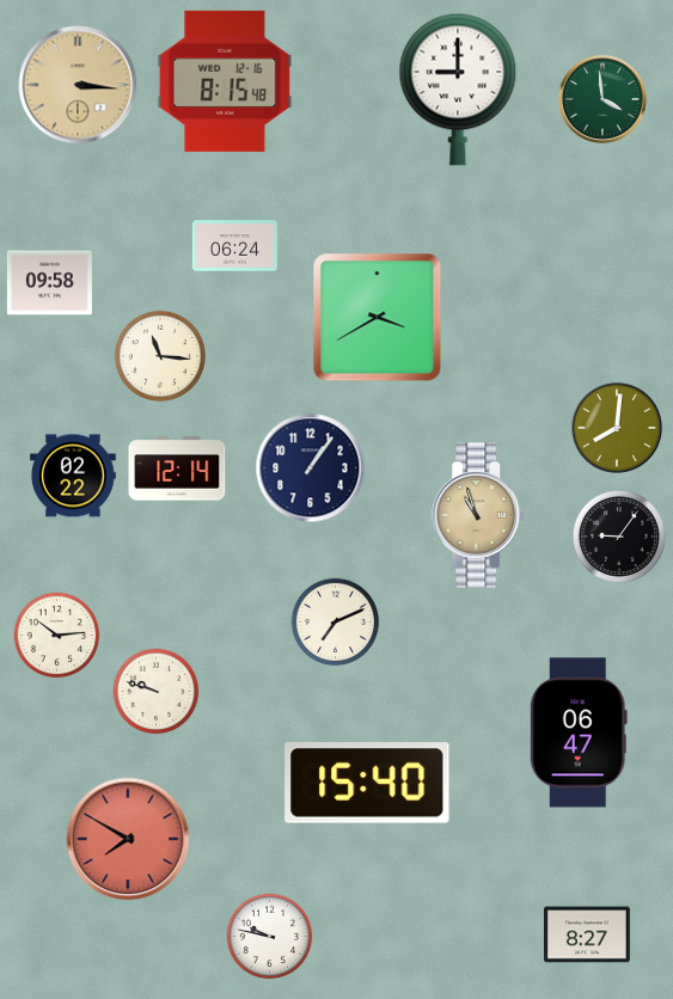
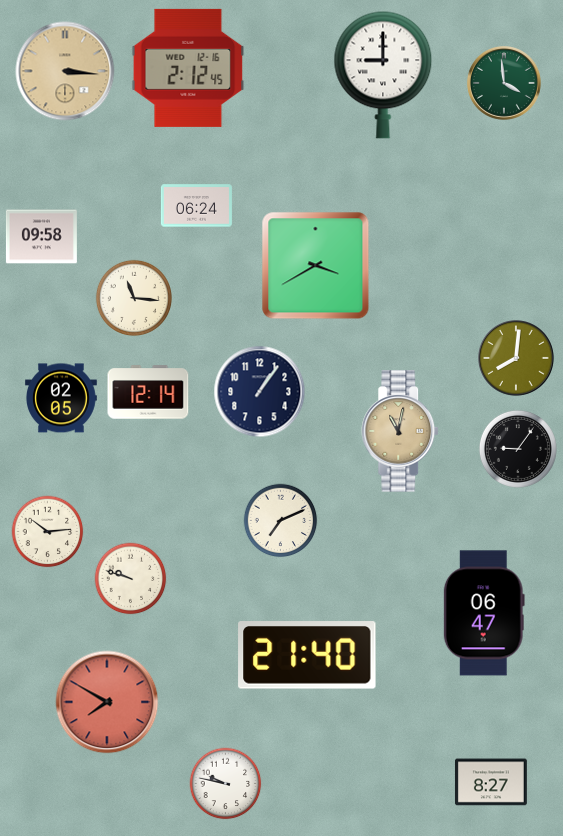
clock at (225, 81): 8:15 -> 2:12
clock at (73, 476): 02:22 -> 02:05
clock at (479, 515): 10:57 -> 11:02
clock at (367, 783): 15:40 -> 21:40
